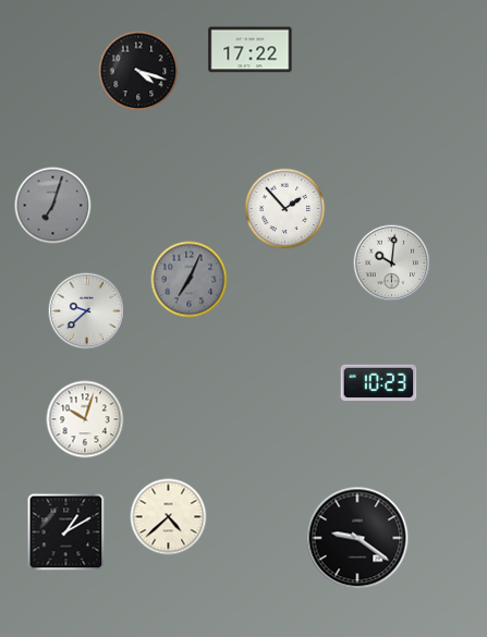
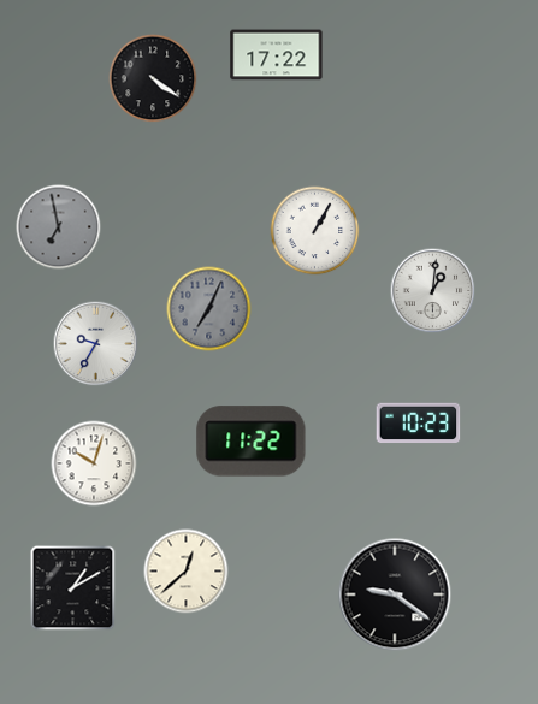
clock at (138, 71): 4:18 -> 4:21
clock at (53, 206): 7:03 -> 6:58
clock at (285, 209): 1:53 -> 1:05
clock at (392, 264): 10:01 -> 1:01
clock at (87, 311): 9:38 -> 9:35
clock at (252, 442): none -> 11:22
clock at (169, 517): 4:38 -> 12:38
